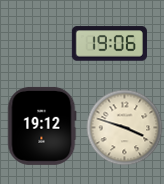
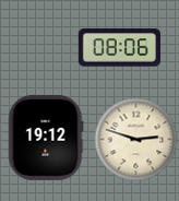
clock at (109, 44): 19:06 -> 08:06
clock at (125, 128): 3:48 -> 2:48
